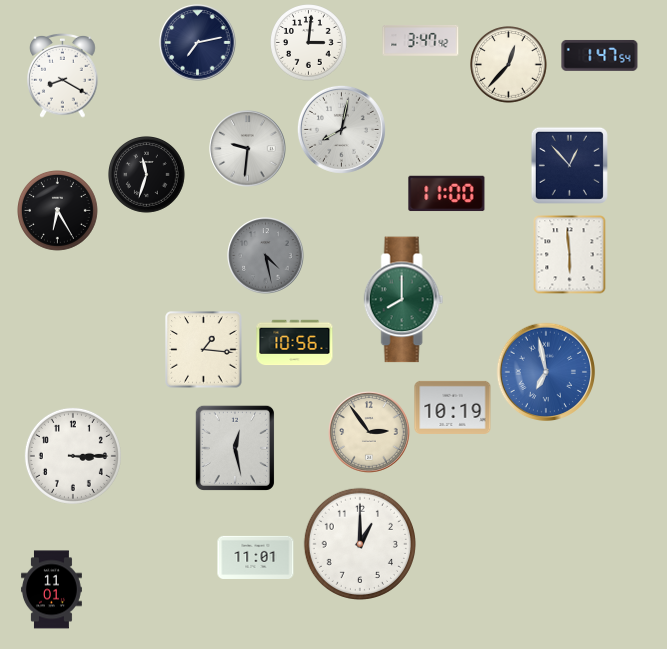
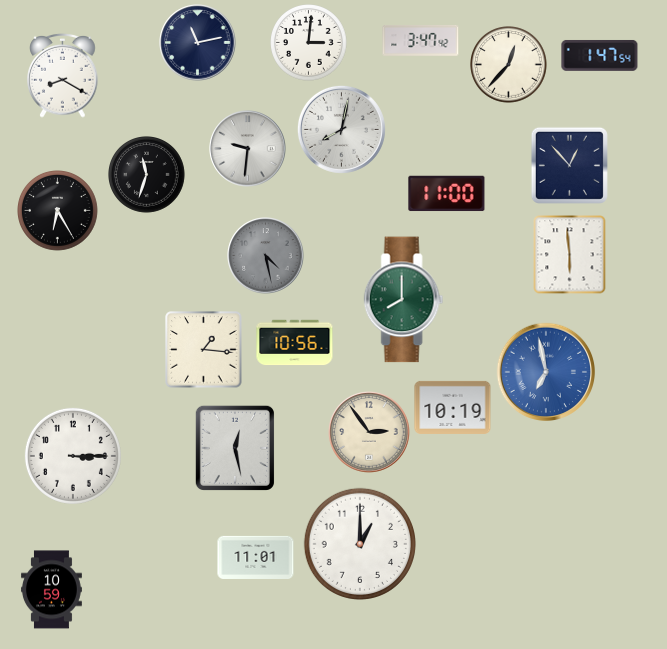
clock at (198, 43): 7:13 -> 11:13
clock at (52, 590): 11:01 -> 10:59
